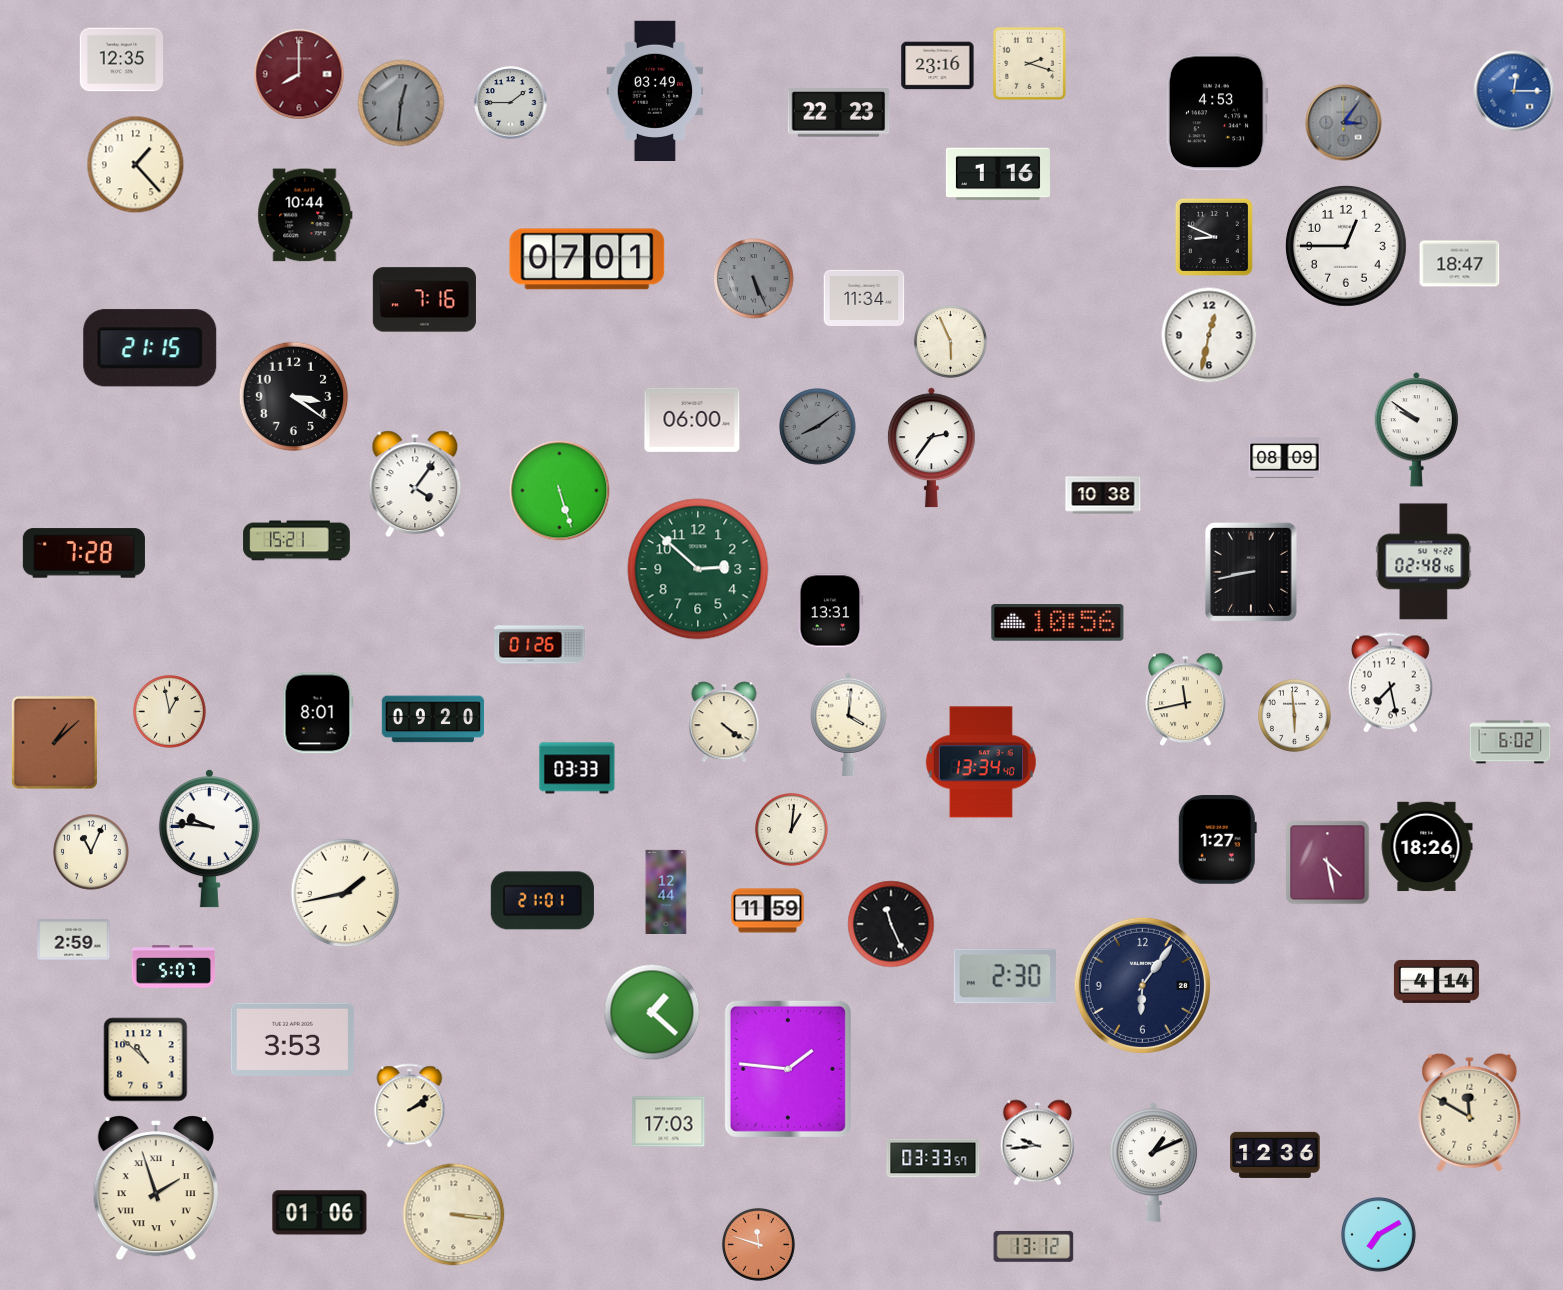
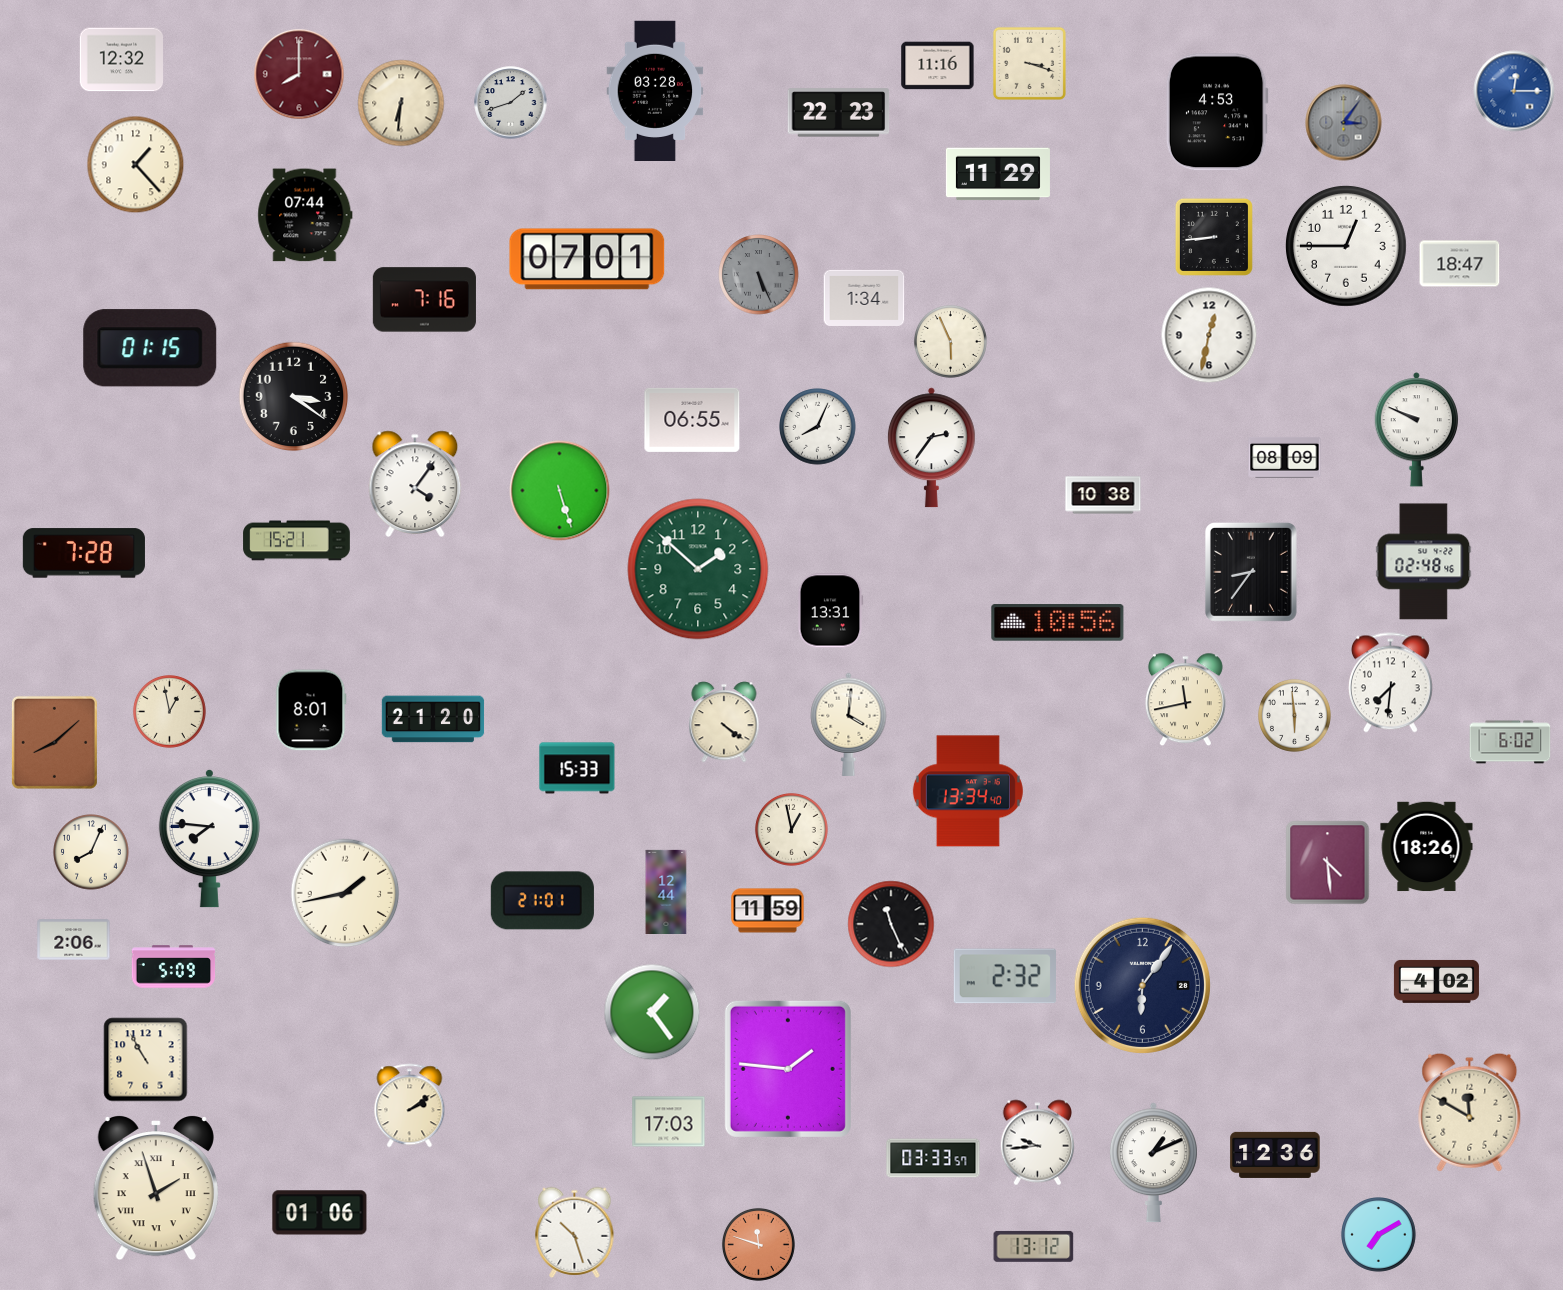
clock at (122, 60): 12:35 -> 12:32
clock at (1029, 63): 2:18 -> 3:18
clock at (938, 66): 23:16 -> 11:16
clock at (655, 90): 03:49 -> 03:28
clock at (401, 103): 12:31 -> 6:31
clock at (401, 103) dial: grey -> cream
clock at (511, 103): 1:45 -> 1:42
clock at (998, 174): 1:16 -> 11:29
clock at (305, 215): 10:44 -> 07:44
clock at (1214, 237): 8:49 -> 8:44
clock at (754, 279) position: (754, 279) -> (759, 275)
clock at (864, 298): 11:34 -> 1:34
clock at (150, 348): 21:15 -> 01:15
clock at (692, 420): 06:00 -> 06:55
clock at (818, 427): 8:09 -> 8:04
clock at (818, 427) dial: grey -> white
clock at (1417, 430): 9:51 -> 9:49
clock at (698, 569): 2:52 -> 1:52
clock at (1251, 572): 8:43 -> 8:36
clock at (540, 645): 01:26 -> none
clock at (1390, 683): 7:28 -> 7:31
clock at (318, 713) position: (318, 713) -> (311, 710)
clock at (433, 719): 09:20 -> 21:20
clock at (54, 742): 1:08 -> 8:08
clock at (981, 762) position: (981, 762) -> (968, 791)
clock at (577, 768): 03:33 -> 15:33
clock at (792, 830): 1:01 -> 12:58
clock at (209, 838): 9:46 -> 7:46
clock at (1217, 840): 1:27 -> none
clock at (91, 852): 11:04 -> 8:04
clock at (1328, 863): 4:28 -> 4:29
clock at (74, 940): 2:59 -> 2:06
clock at (174, 967): 5:07 -> 5:09
clock at (1005, 976): 2:30 -> 2:32
clock at (1436, 981): 4:14 -> 4:02
clock at (652, 1012): 1:22 -> 1:24
clock at (292, 1039): 3:53 -> none
clock at (146, 1060): 10:52 -> 10:55
clock at (454, 1215): 3:16 -> none
clock at (575, 1232): none -> 10:27
